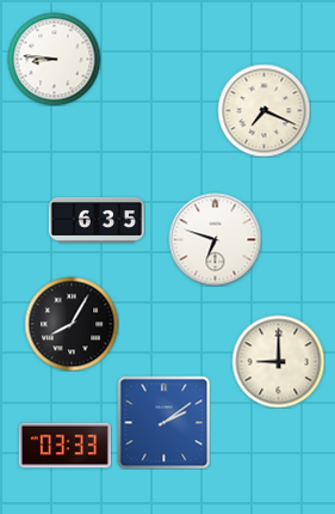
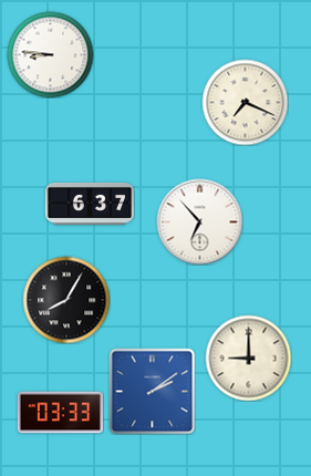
clock at (97, 220): 6:35 -> 6:37
clock at (215, 239): 6:48 -> 6:53
clock at (278, 361) position: (278, 361) -> (248, 358)
